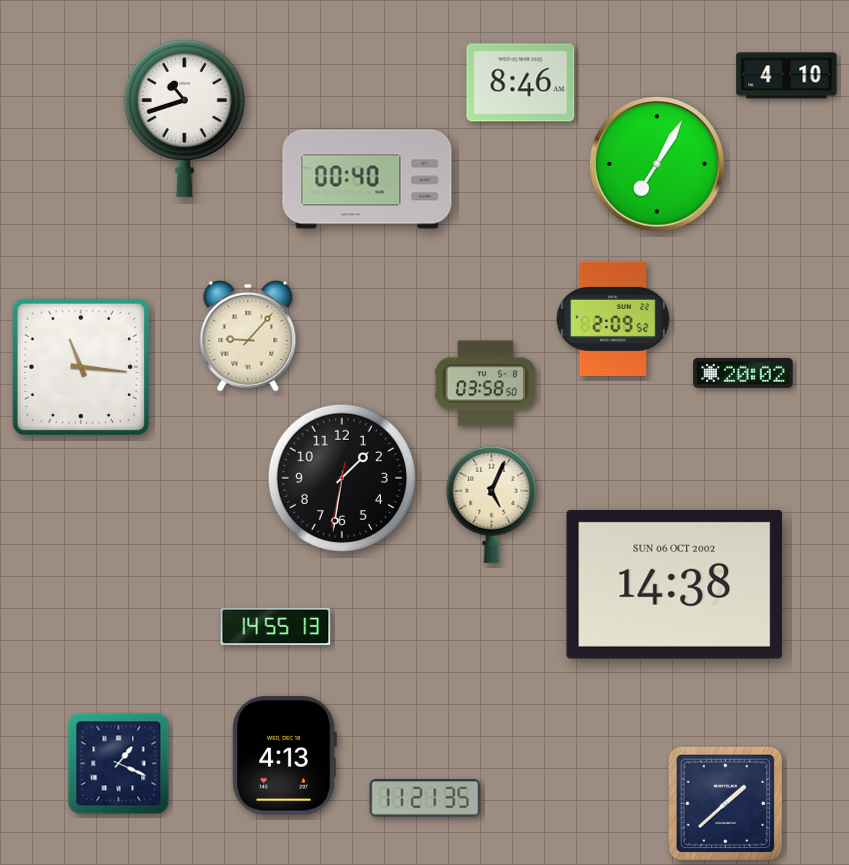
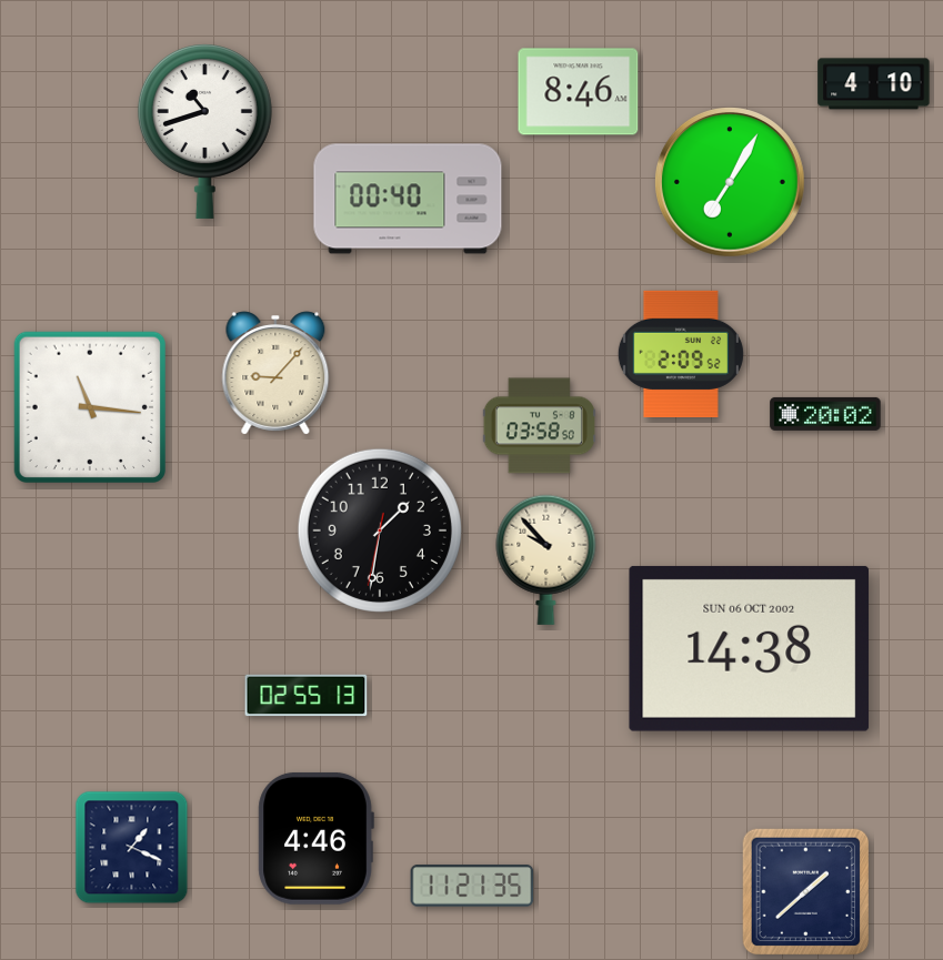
clock at (492, 504): 5:04 -> 9:53
clock at (276, 627): 14:55 -> 02:55
clock at (284, 755): 4:13 -> 4:46
